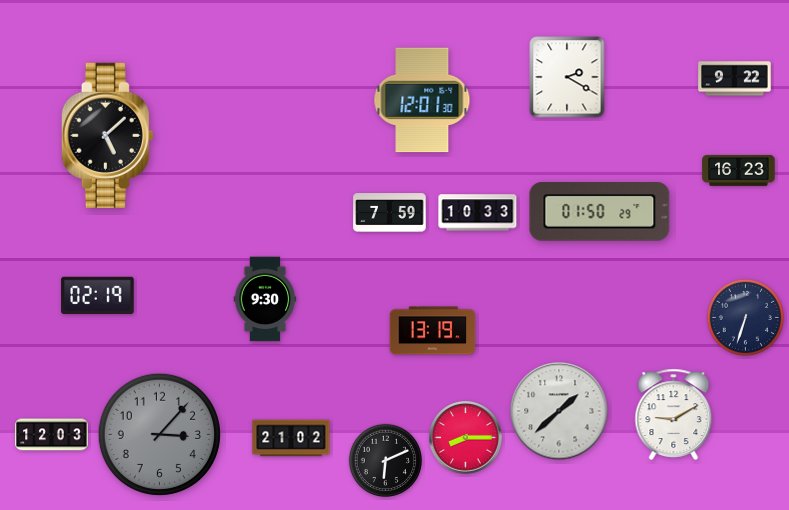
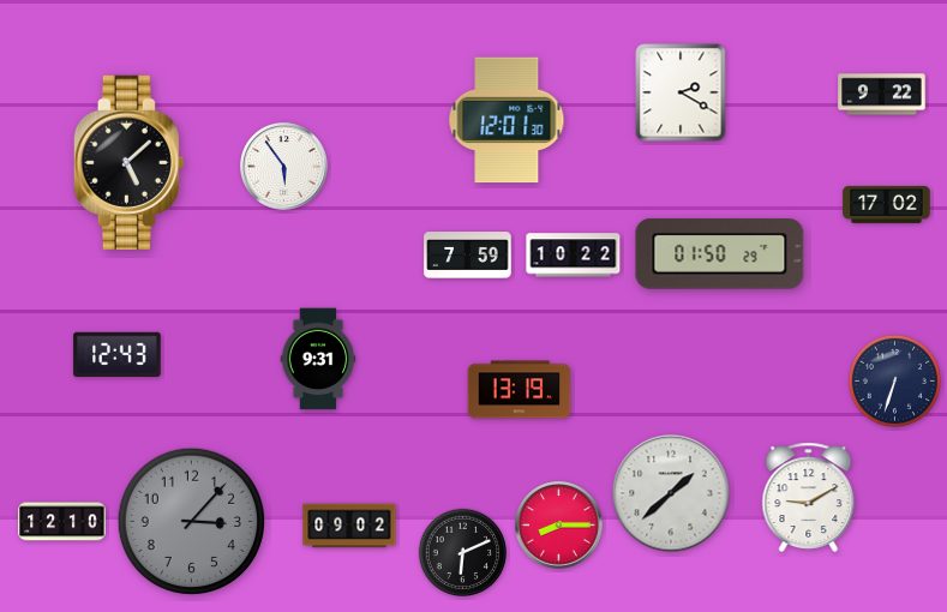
clock at (284, 167): none -> 5:54
clock at (739, 170): 16:23 -> 17:02
clock at (478, 213): 10:33 -> 10:22
clock at (98, 295): 02:19 -> 12:43
clock at (265, 299): 9:30 -> 9:31
clock at (433, 331) position: (433, 331) -> (520, 390)
clock at (52, 435): 12:03 -> 12:10
clock at (291, 438): 21:02 -> 09:02
